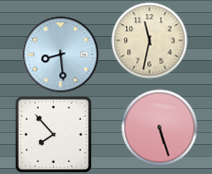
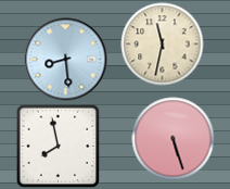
clock at (53, 134): 7:53 -> 7:58
